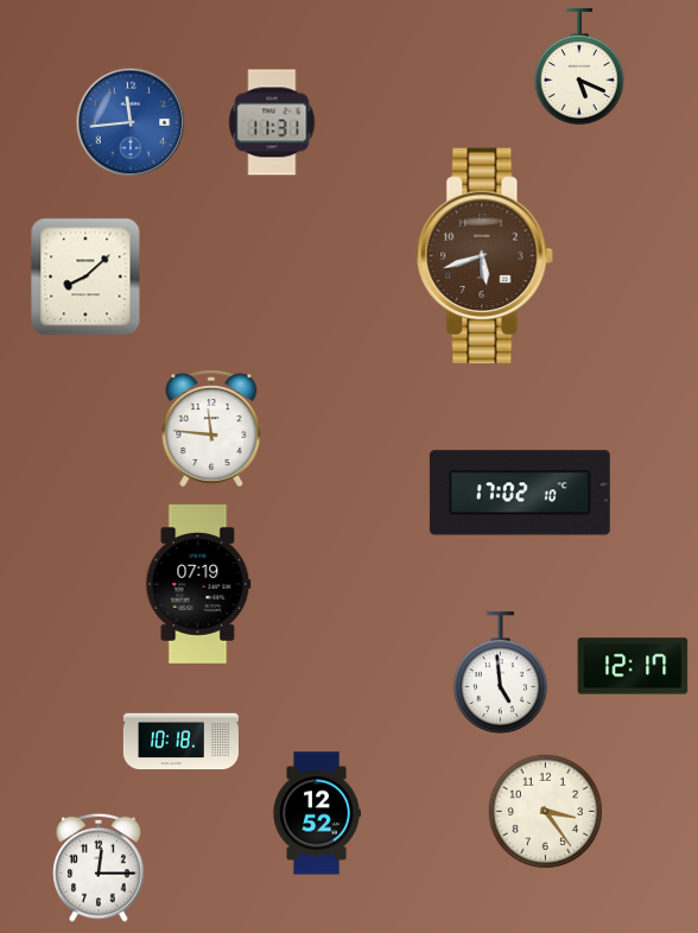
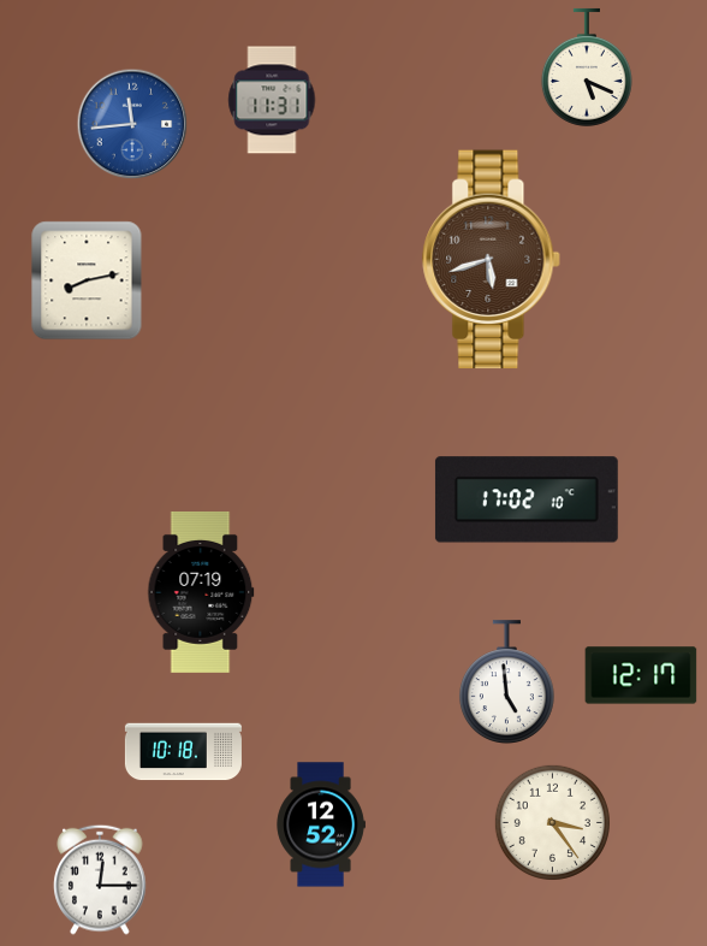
clock at (272, 122) position: (272, 122) -> (272, 100)
clock at (85, 277): 8:08 -> 8:13
clock at (211, 429): 11:46 -> none
